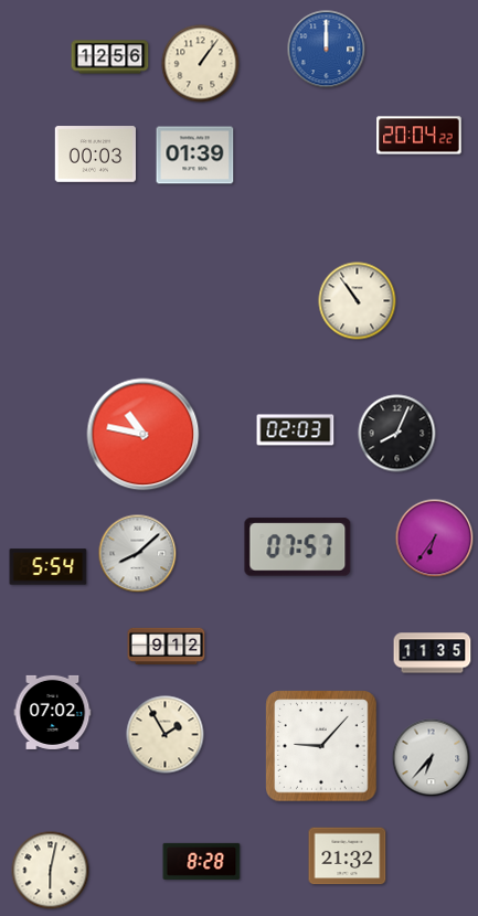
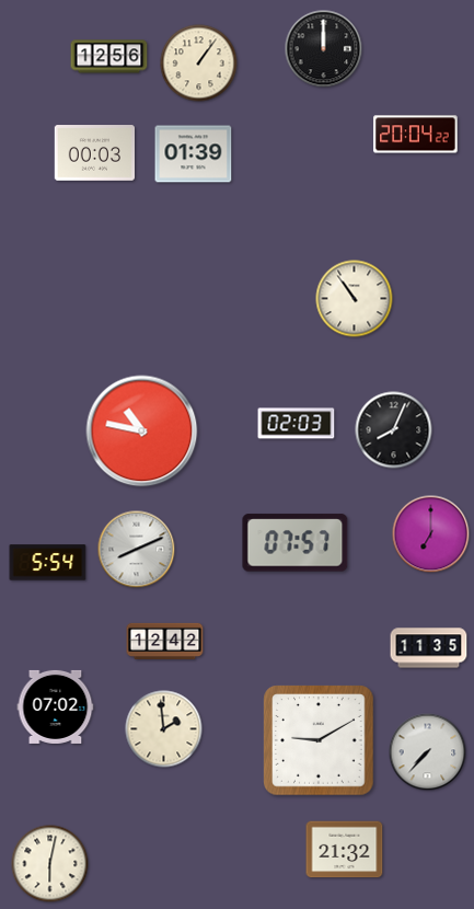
clock at (327, 50) dial: blue -> black
clock at (296, 430) position: (296, 430) -> (297, 424)
clock at (435, 539): 6:36 -> 7:00
clock at (138, 554): 8:08 -> 8:11
clock at (167, 646): 9:12 -> 12:42
clock at (53, 712) position: (53, 712) -> (56, 706)
clock at (166, 735): 1:55 -> 1:59
clock at (321, 746): 9:07 -> 9:10
clock at (432, 758): 6:37 -> 7:37
clock at (202, 861): 8:28 -> none
